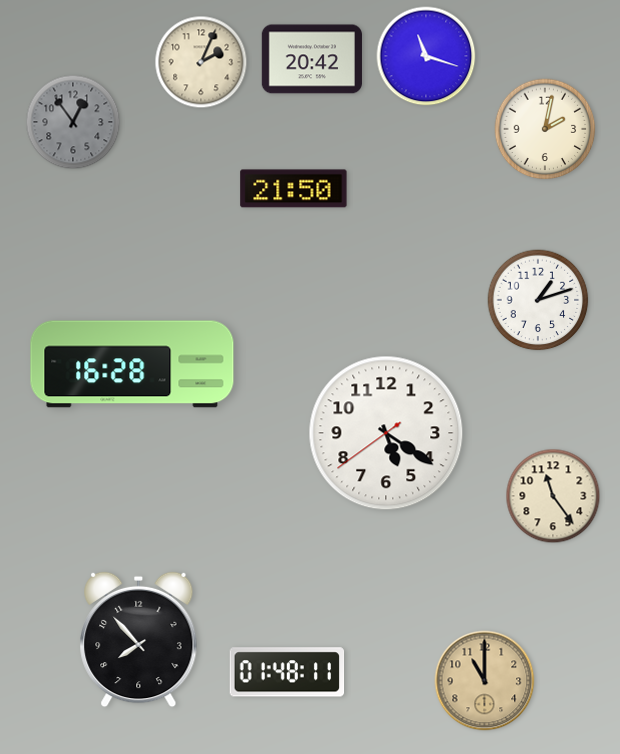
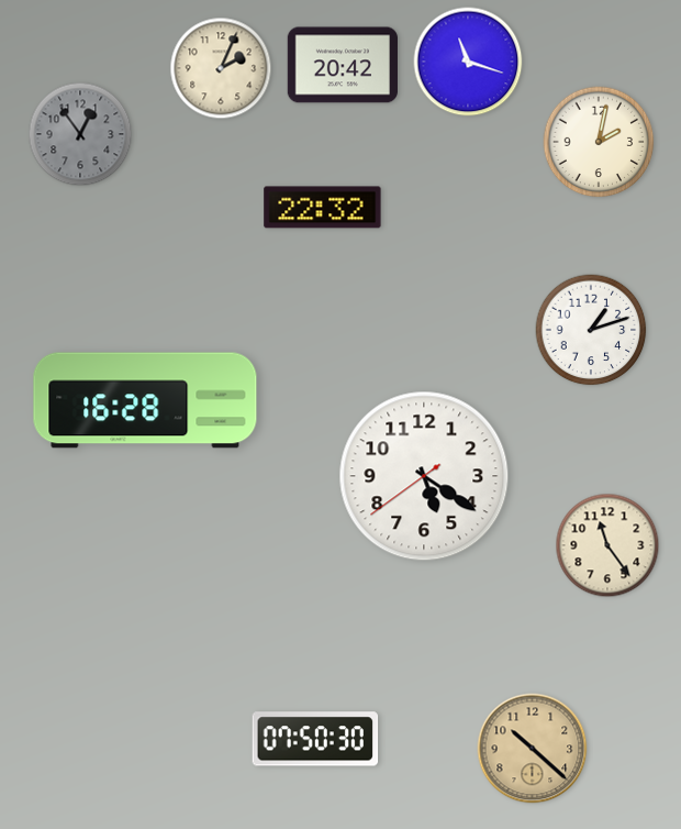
clock at (294, 189): 21:50 -> 22:32
clock at (139, 640): 7:53 -> none
clock at (287, 672): 01:48 -> 07:50
clock at (485, 681): 11:00 -> 10:22
